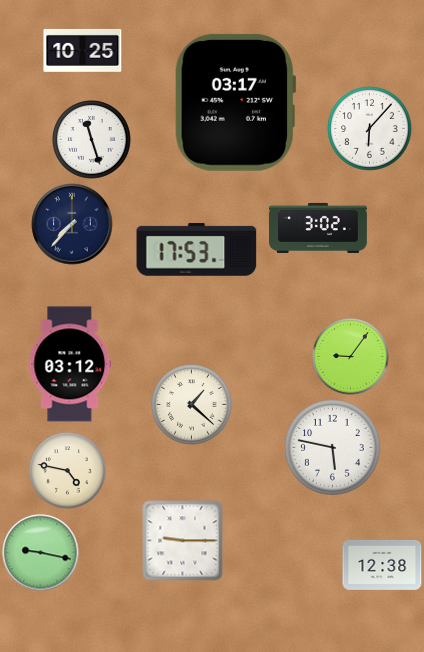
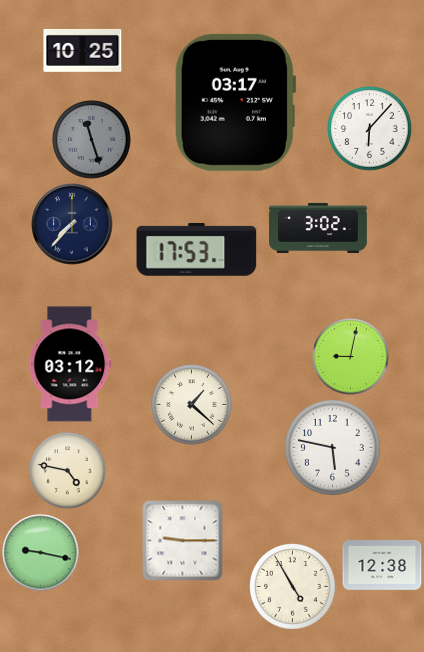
clock at (92, 140) dial: white -> grey
clock at (351, 357): 9:06 -> 9:02
clock at (293, 587): none -> 4:55
